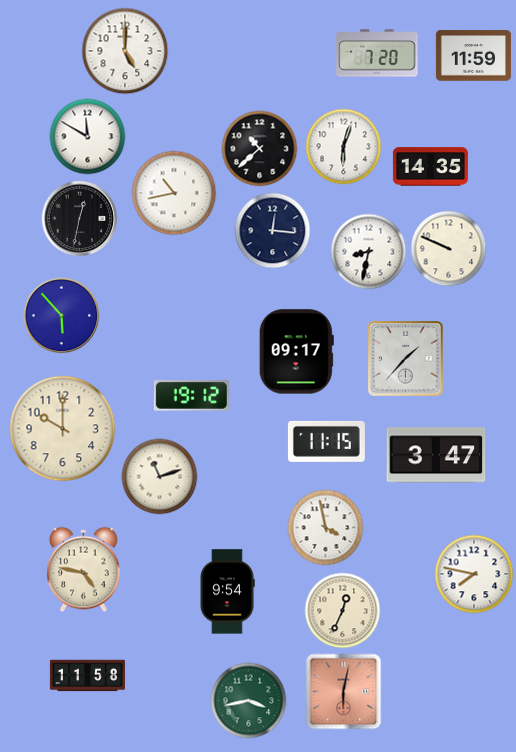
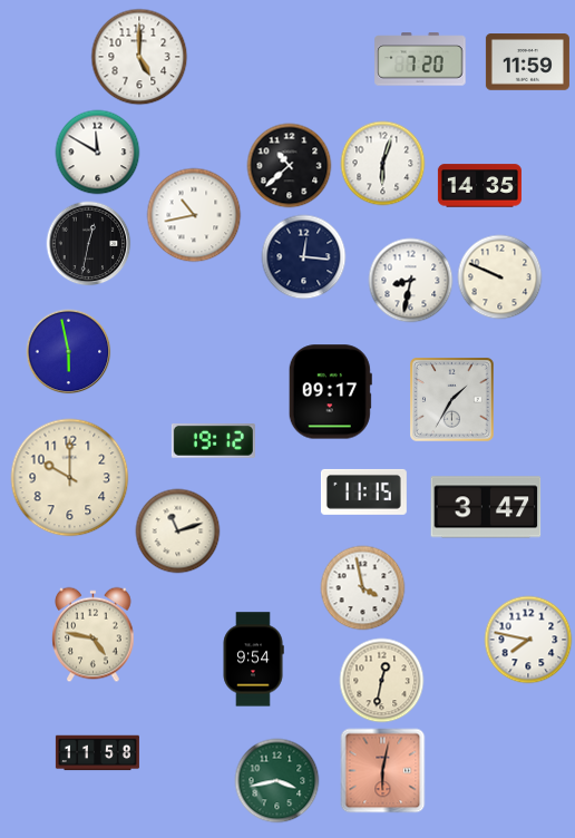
clock at (62, 316): 5:53 -> 5:58
clock at (406, 359): 1:37 -> 1:35
clock at (343, 611): 12:34 -> 12:32
